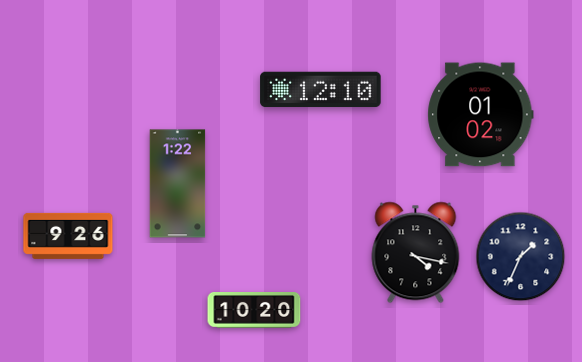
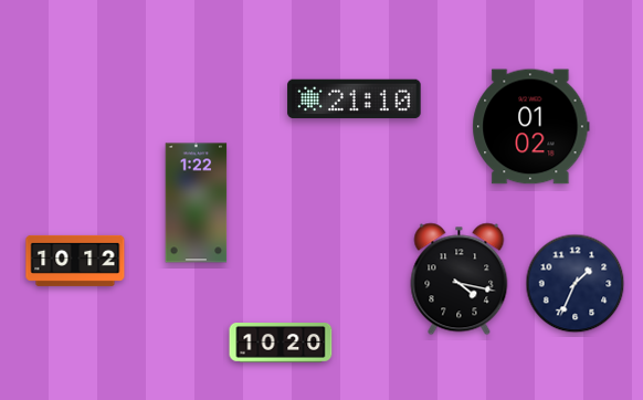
clock at (321, 90): 12:10 -> 21:10
clock at (68, 236): 9:26 -> 10:12
